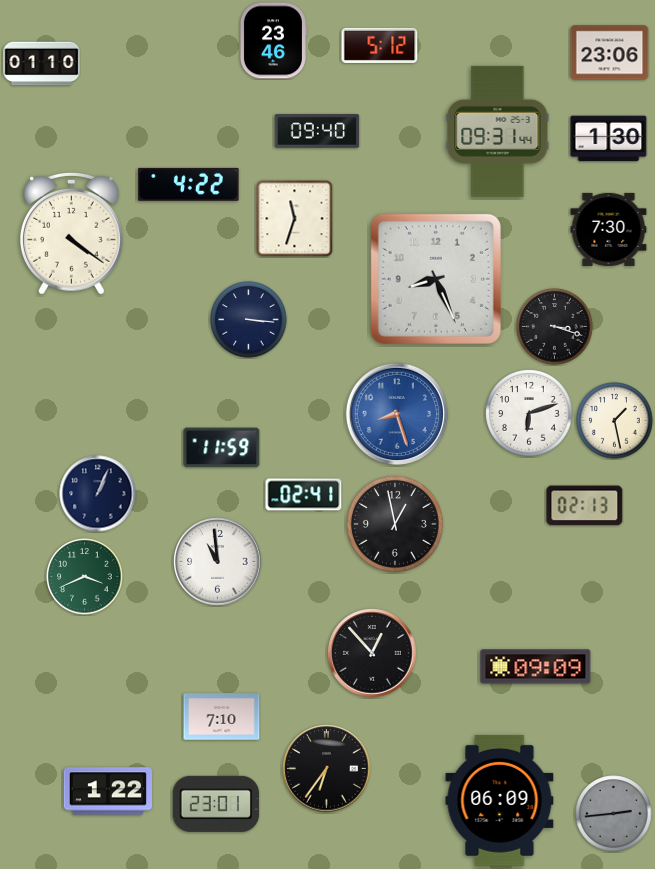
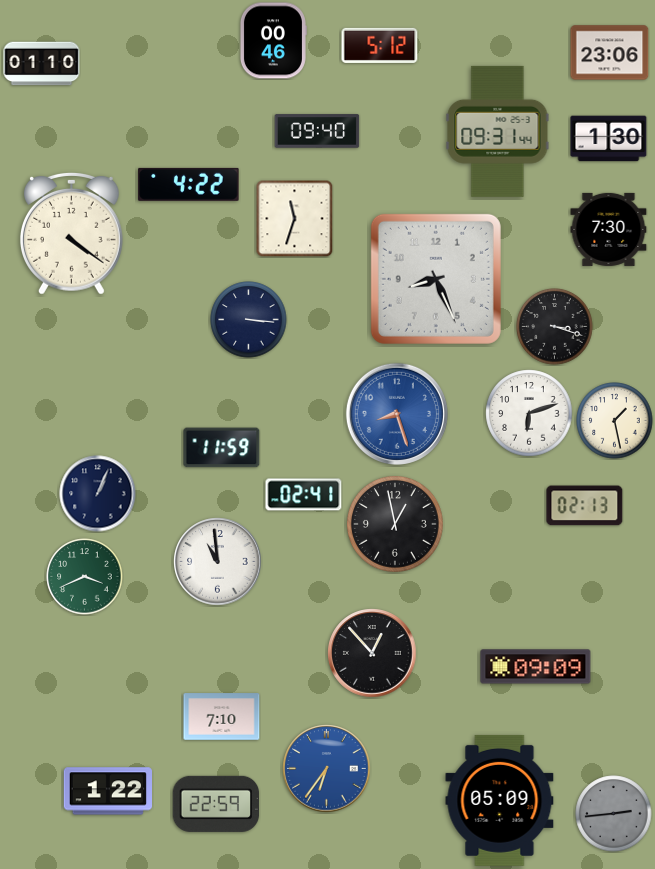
clock at (273, 41): 23:46 -> 00:46
clock at (327, 769) dial: black -> blue
clock at (500, 800): 06:09 -> 05:09
clock at (216, 804): 23:01 -> 22:59
